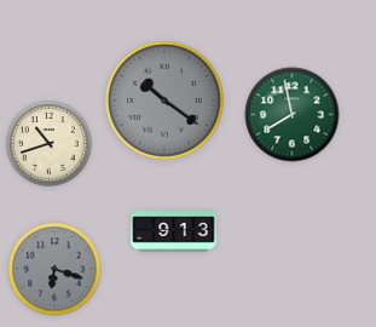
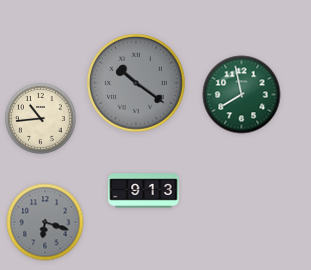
clock at (50, 144): 10:42 -> 10:44
